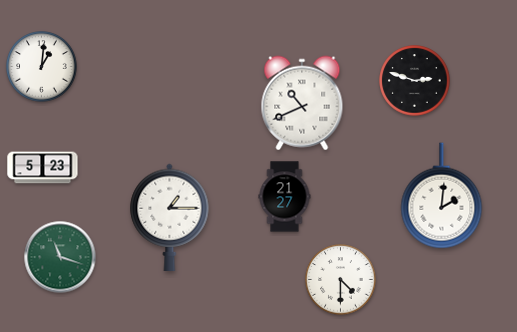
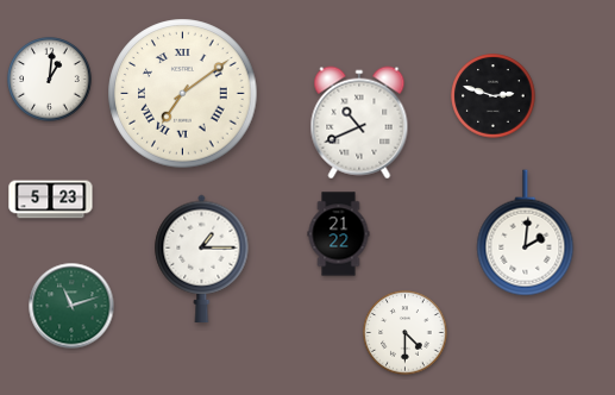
clock at (183, 94): none -> 7:09
clock at (285, 197): 21:27 -> 21:22
clock at (60, 257): 11:18 -> 11:12
